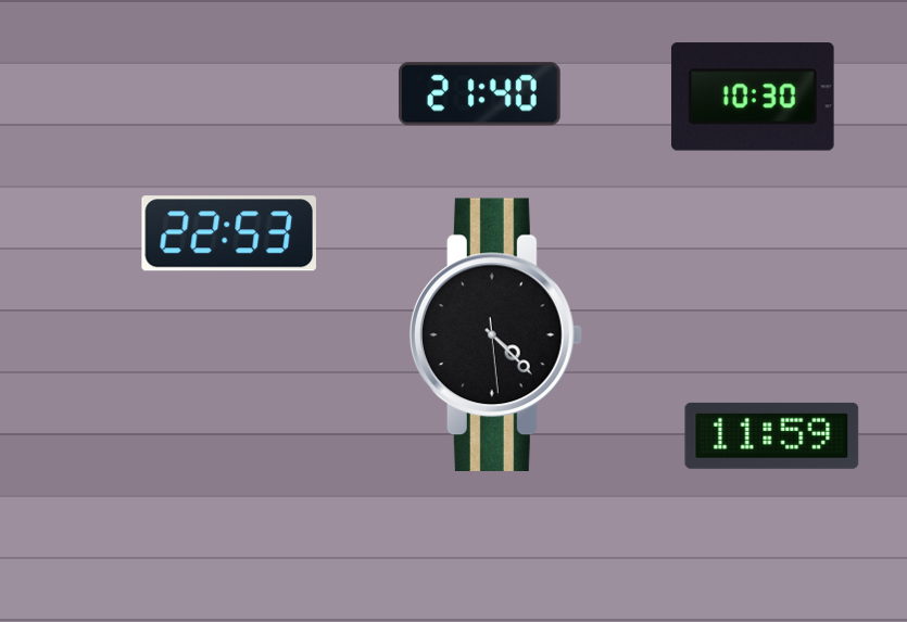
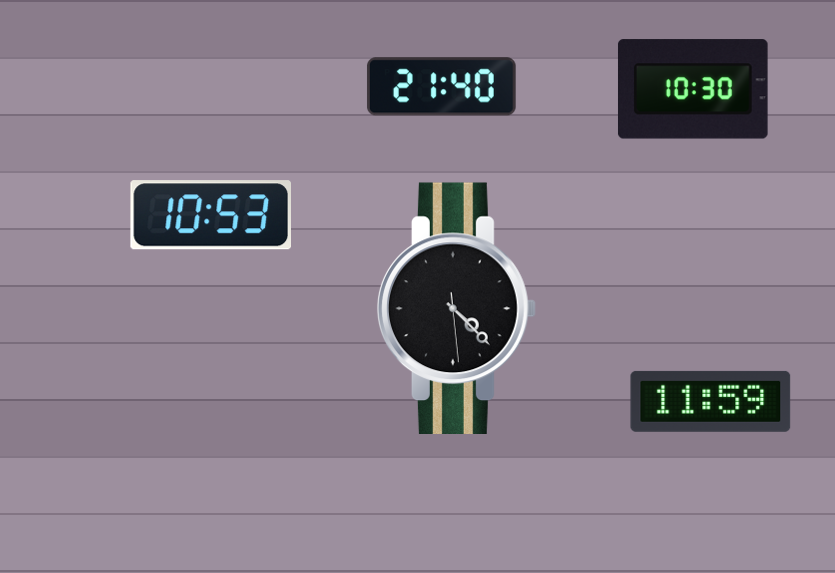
clock at (228, 233): 22:53 -> 10:53
